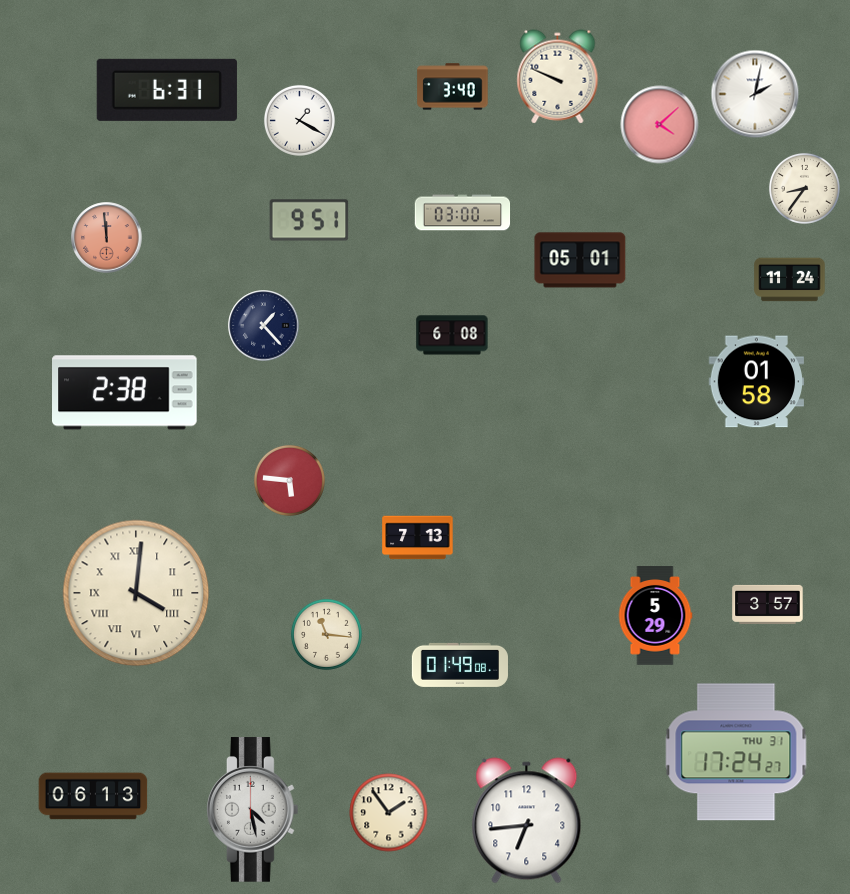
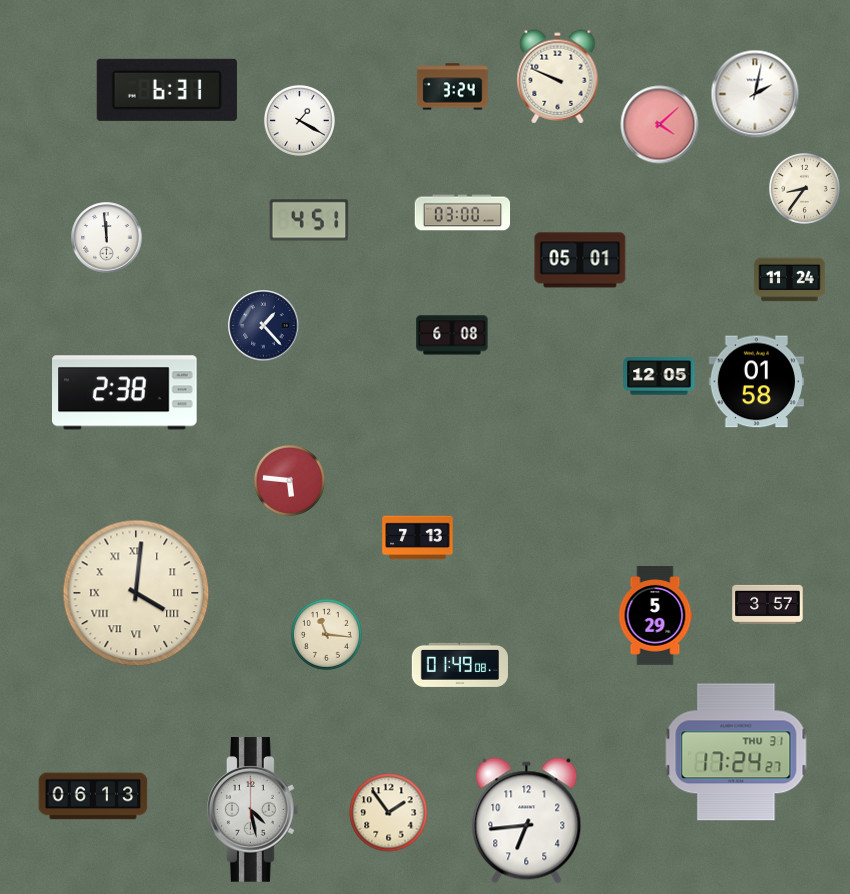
clock at (453, 87): 3:40 -> 3:24
clock at (309, 220): 9:51 -> 4:51
clock at (107, 238) dial: salmon -> white
clock at (659, 376): none -> 12:05
